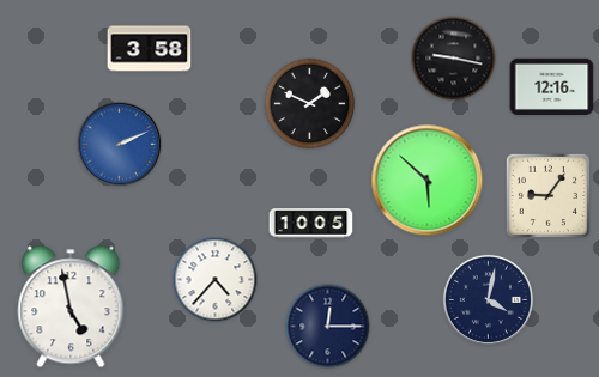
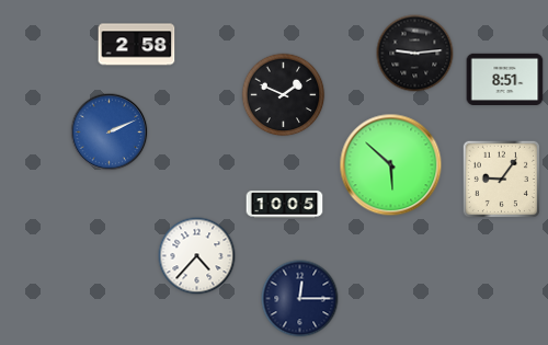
clock at (150, 49): 3:58 -> 2:58
clock at (454, 59): 9:17 -> 9:14
clock at (552, 86): 12:16 -> 8:51
clock at (488, 299): 4:02 -> none
clock at (71, 306): 4:58 -> none
